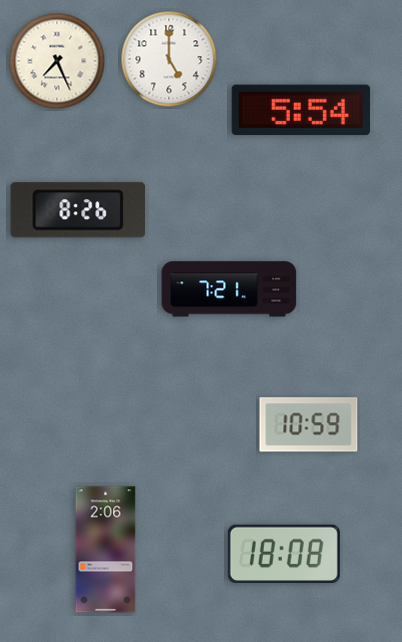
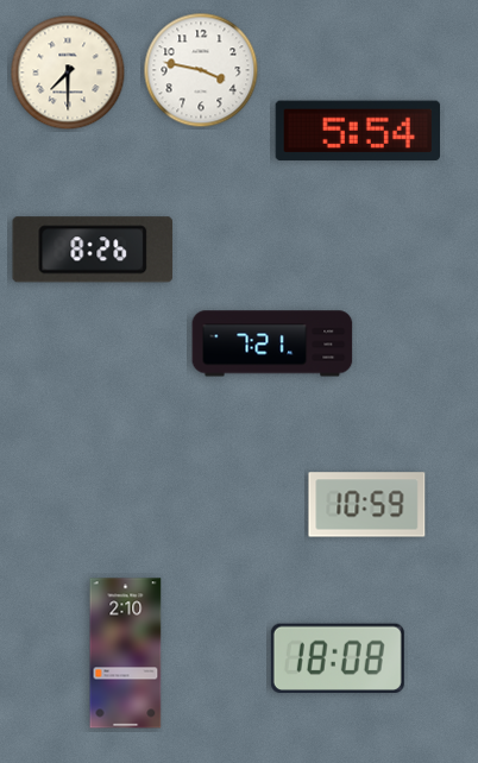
clock at (169, 59): 5:00 -> 3:47
clock at (57, 61): 7:26 -> 7:30
clock at (106, 550): 2:06 -> 2:10
